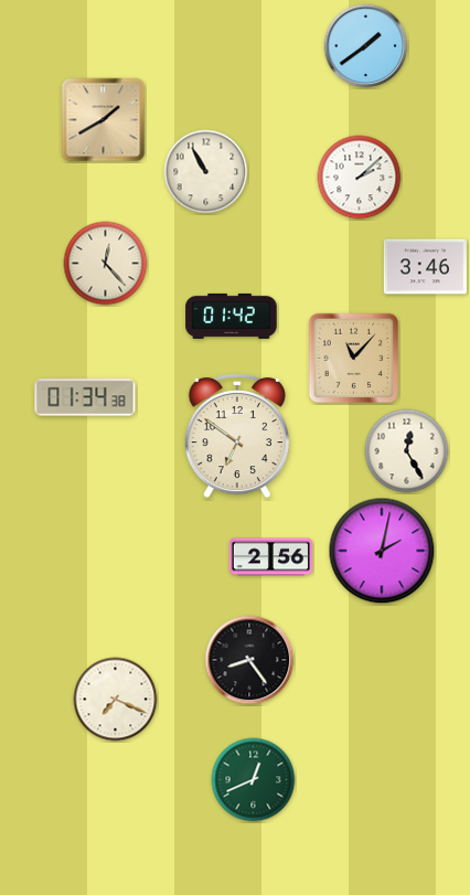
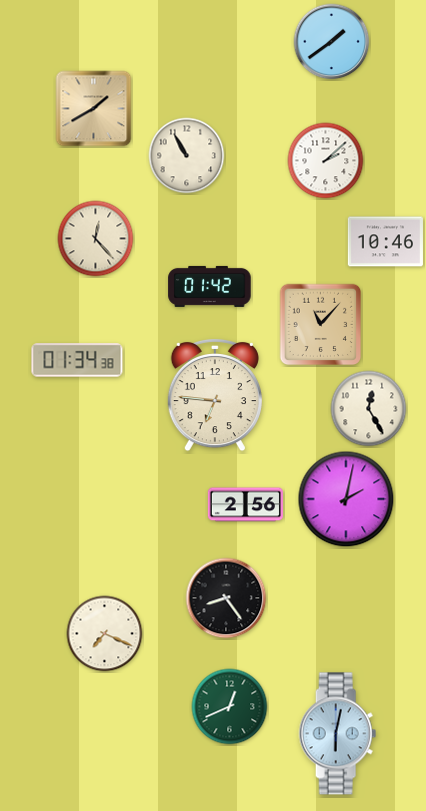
clock at (425, 267): 3:46 -> 10:46
clock at (237, 436): 6:51 -> 6:46
clock at (338, 734): none -> 6:02
